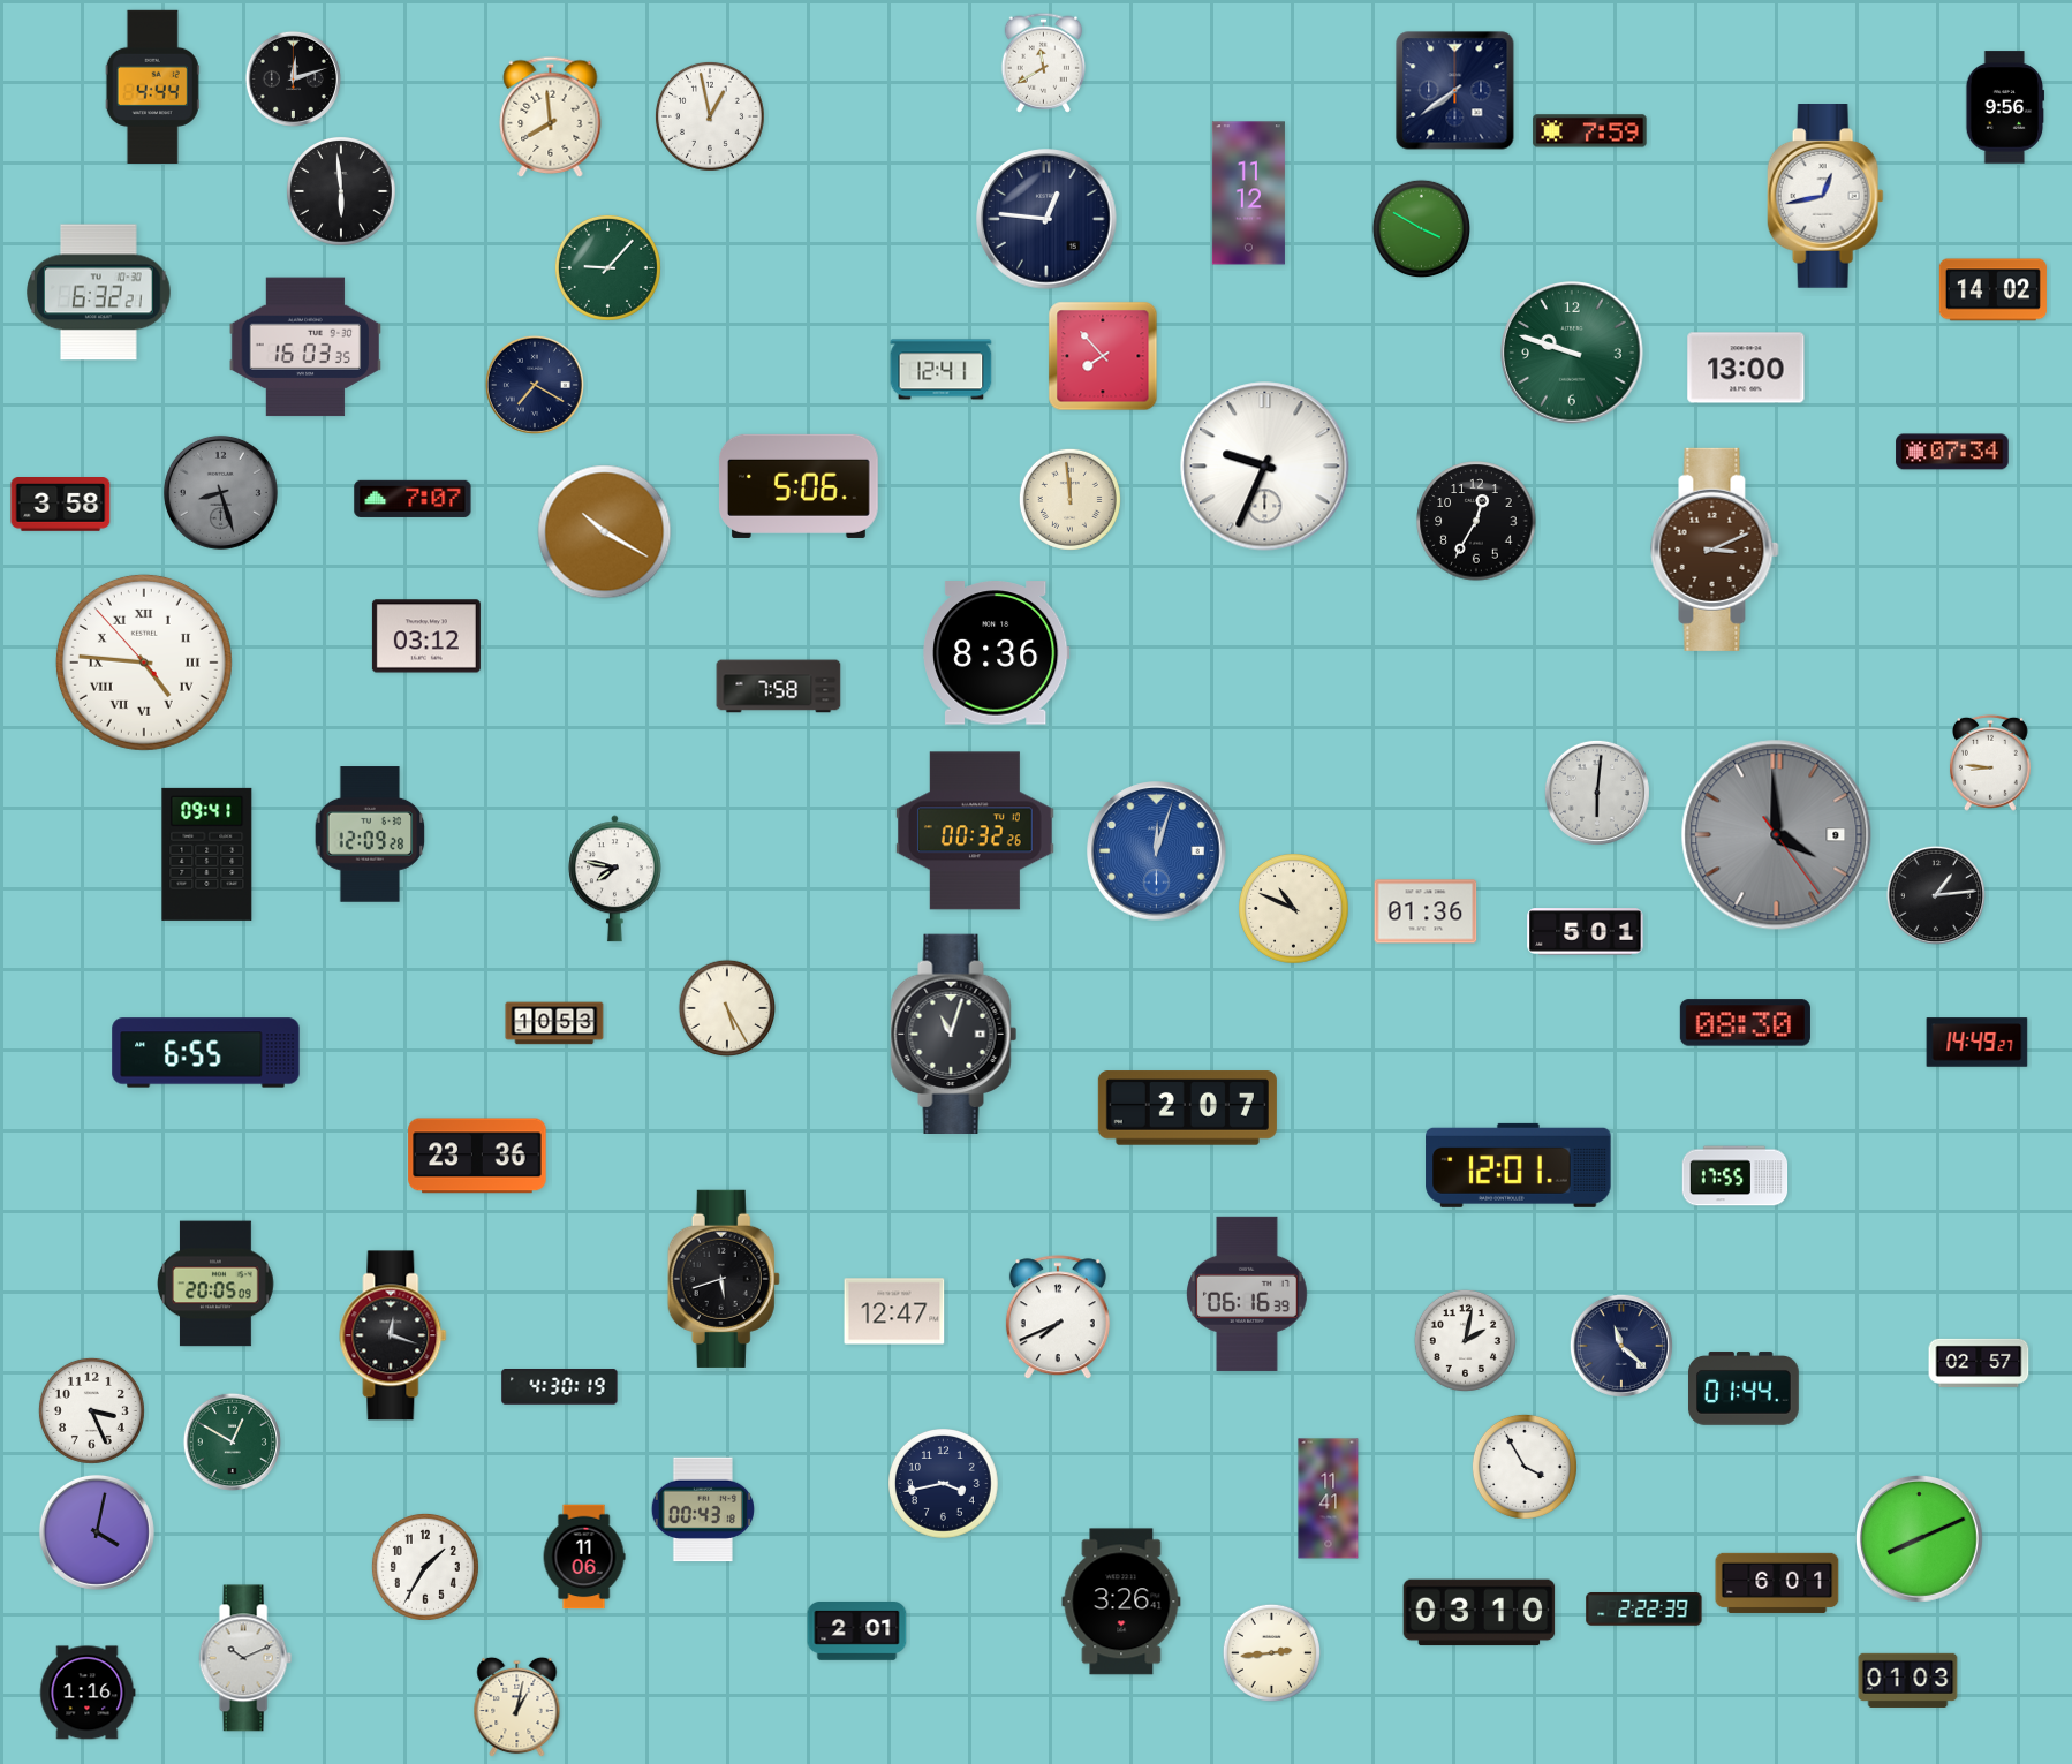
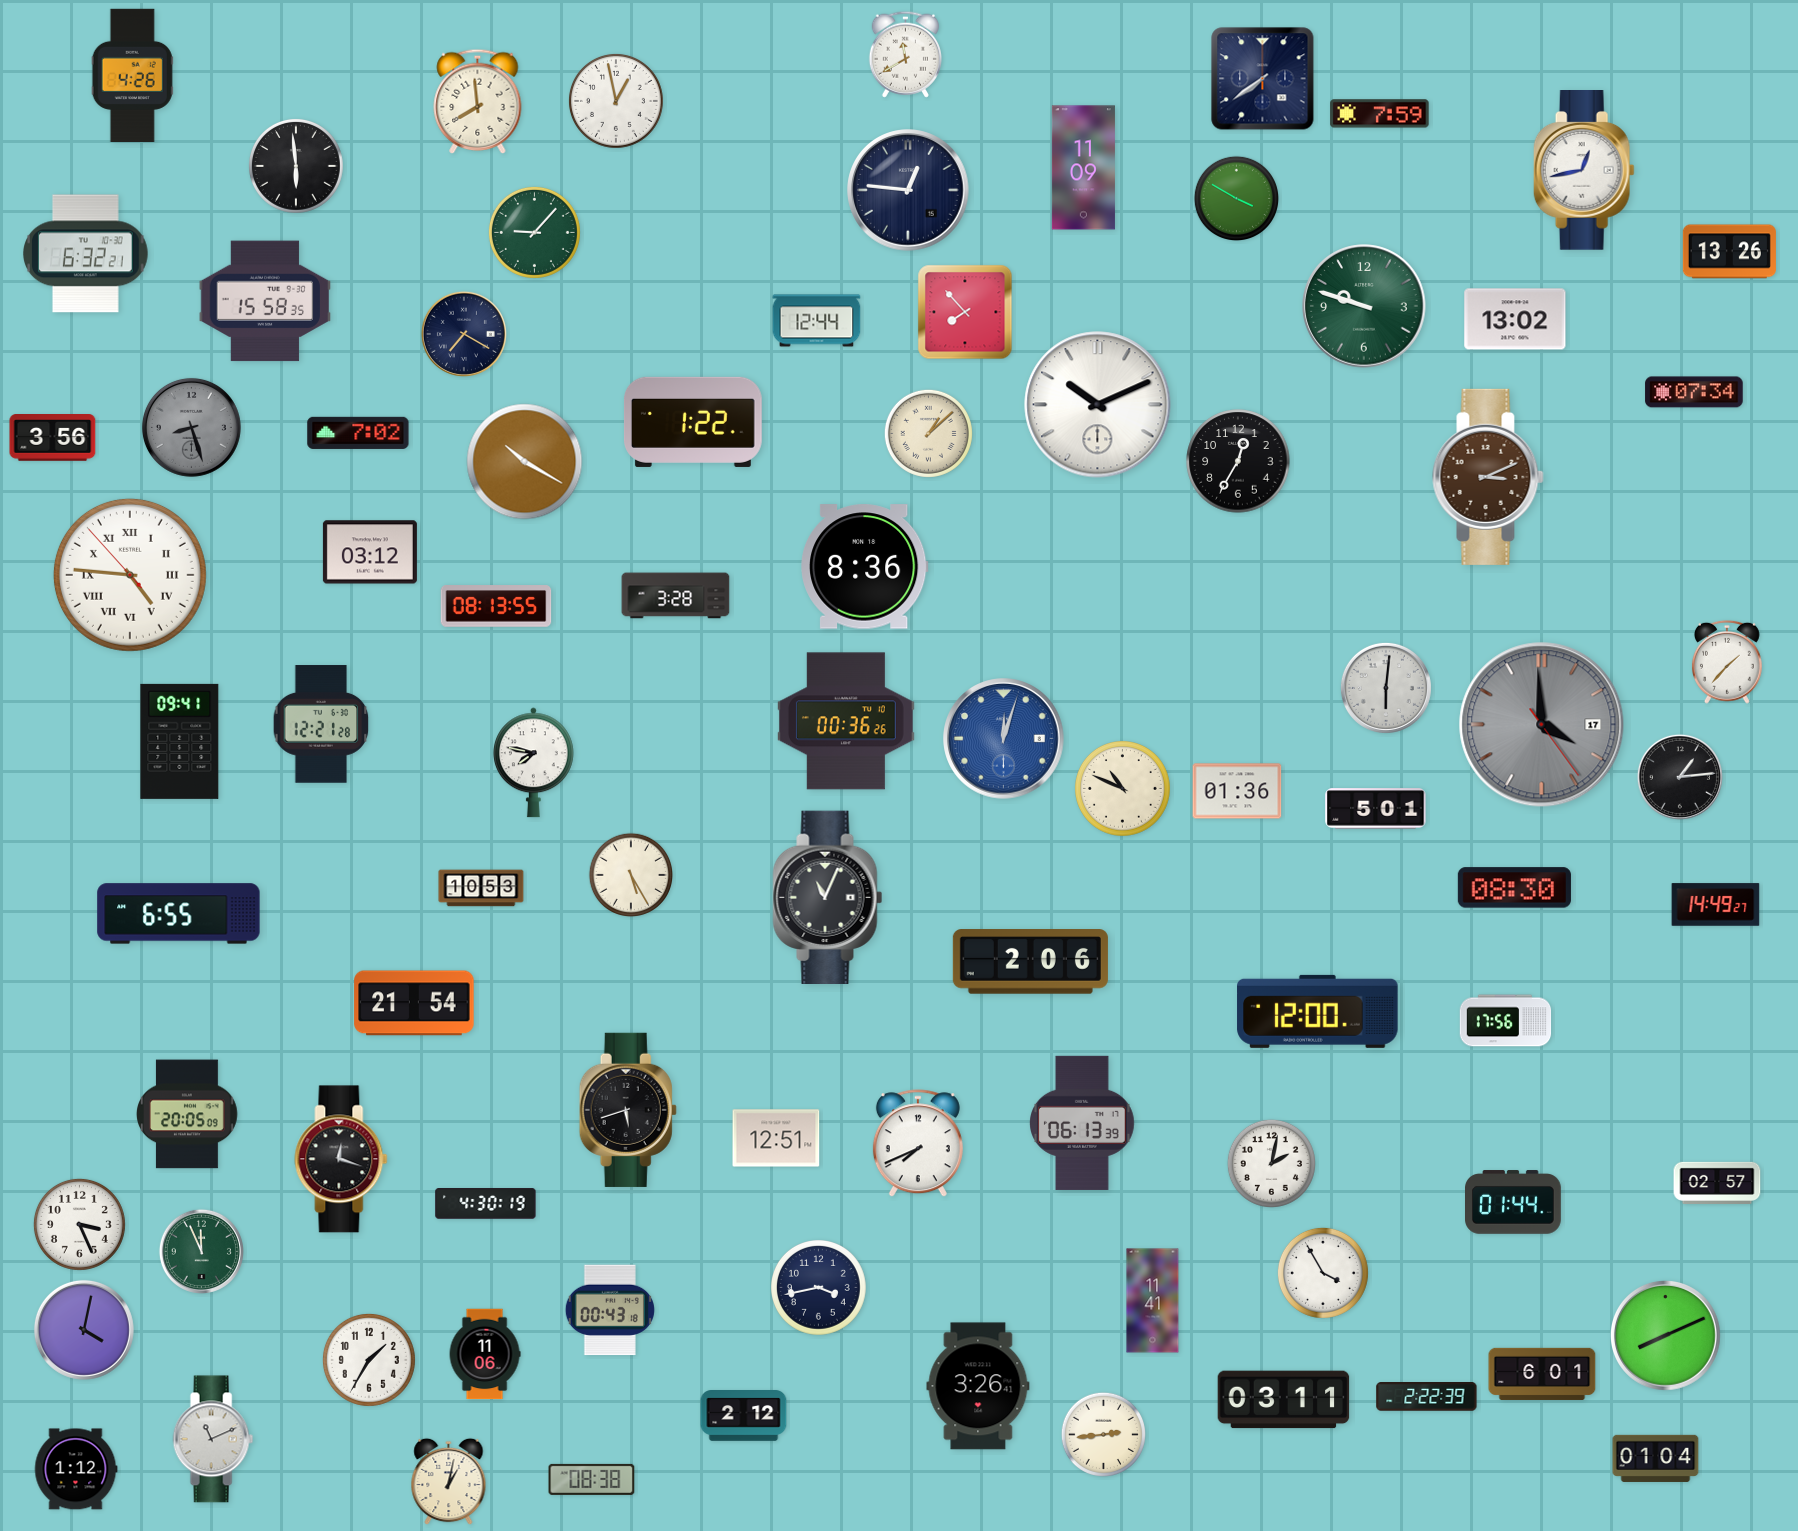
clock at (293, 78): 12:12 -> none
clock at (152, 86): 4:44 -> 4:26
clock at (2005, 107): 9:56 -> none
clock at (1248, 194): 11:12 -> 11:09
clock at (1421, 228) position: (1421, 228) -> (1236, 198)
clock at (607, 267) position: (607, 267) -> (534, 232)
clock at (1992, 290): 14:02 -> 13:26
clock at (304, 347): 16:03 -> 15:58
clock at (1103, 356) position: (1103, 356) -> (965, 312)
clock at (1746, 368): 13:00 -> 13:02
clock at (942, 370): 12:41 -> 12:44
clock at (1265, 467): 9:34 -> 10:11
clock at (799, 486): 5:06 -> 1:22
clock at (413, 499): 7:07 -> 7:02
clock at (1069, 499): 11:59 -> 1:08
clock at (61, 505): 3:58 -> 3:56
clock at (1476, 521) position: (1476, 521) -> (1238, 461)
clock at (144, 663) position: (144, 663) -> (130, 575)
clock at (779, 687): 7:58 -> 3:28
clock at (496, 606): none -> 08:13
clock at (1990, 763): 8:46 -> 1:37
clock at (975, 831): 00:32 -> 00:36
clock at (370, 834): 12:09 -> 12:21
clock at (1777, 835) date: 9 -> 17
clock at (954, 1035): 11:03 -> 11:04
clock at (1187, 1108): 2:07 -> 2:06
clock at (477, 1156): 23:36 -> 21:54
clock at (1519, 1165): 12:01 -> 12:00
clock at (1736, 1176): 17:55 -> 17:56
clock at (1248, 1294): 06:16 -> 06:13
clock at (894, 1311): 12:47 -> 12:51
clock at (1621, 1346): 11:22 -> none
clock at (1745, 1388) position: (1745, 1388) -> (1514, 1202)
clock at (232, 1441): 12:50 -> 11:56
clock at (584, 1557) position: (584, 1557) -> (485, 1354)
clock at (1121, 1602) position: (1121, 1602) -> (978, 1386)
clock at (1480, 1613): 03:10 -> 03:11
clock at (857, 1631): 2:01 -> 2:12
clock at (245, 1658): 10:11 -> 11:11
clock at (1908, 1680): 01:03 -> 01:04
clock at (88, 1693): 1:16 -> 1:12
clock at (592, 1479): none -> 08:38
